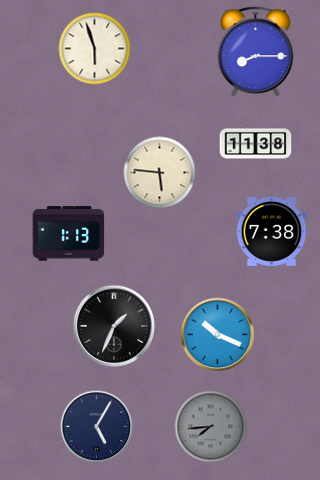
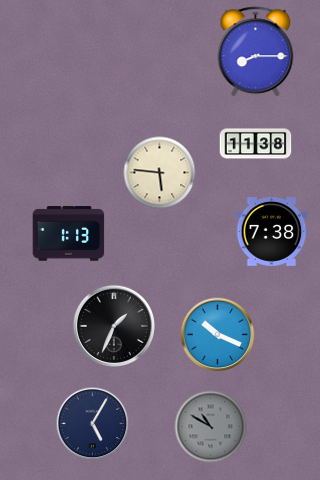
clock at (95, 49): 5:57 -> none
clock at (97, 427) position: (97, 427) -> (93, 424)
clock at (211, 427): 7:44 -> 10:50
